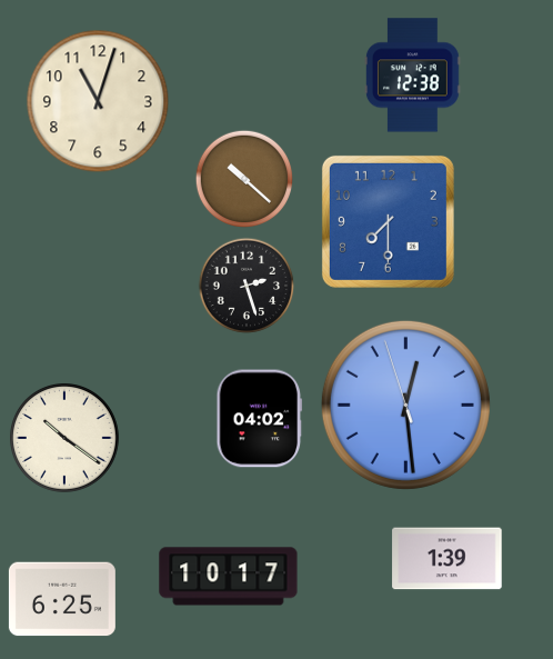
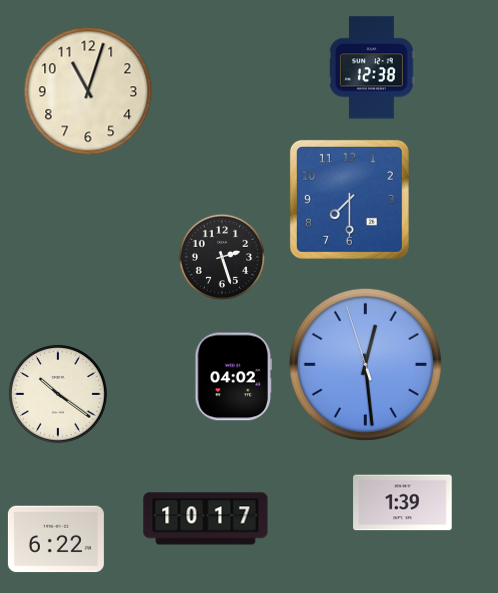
clock at (243, 178): 10:22 -> none
clock at (62, 599): 6:25 -> 6:22
